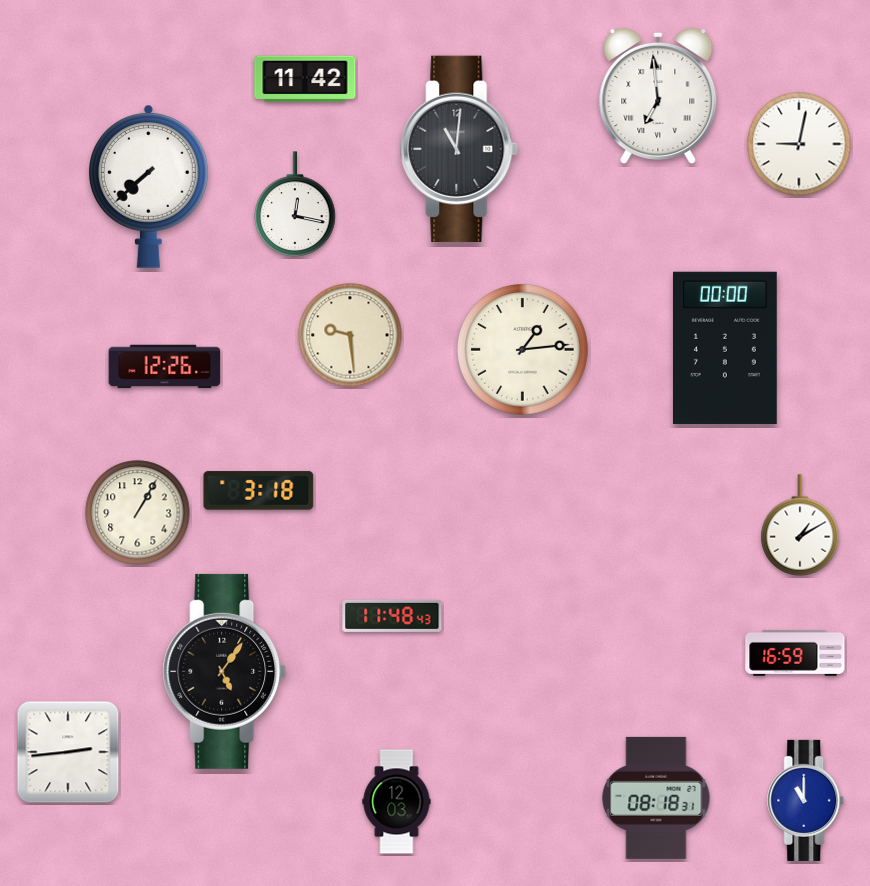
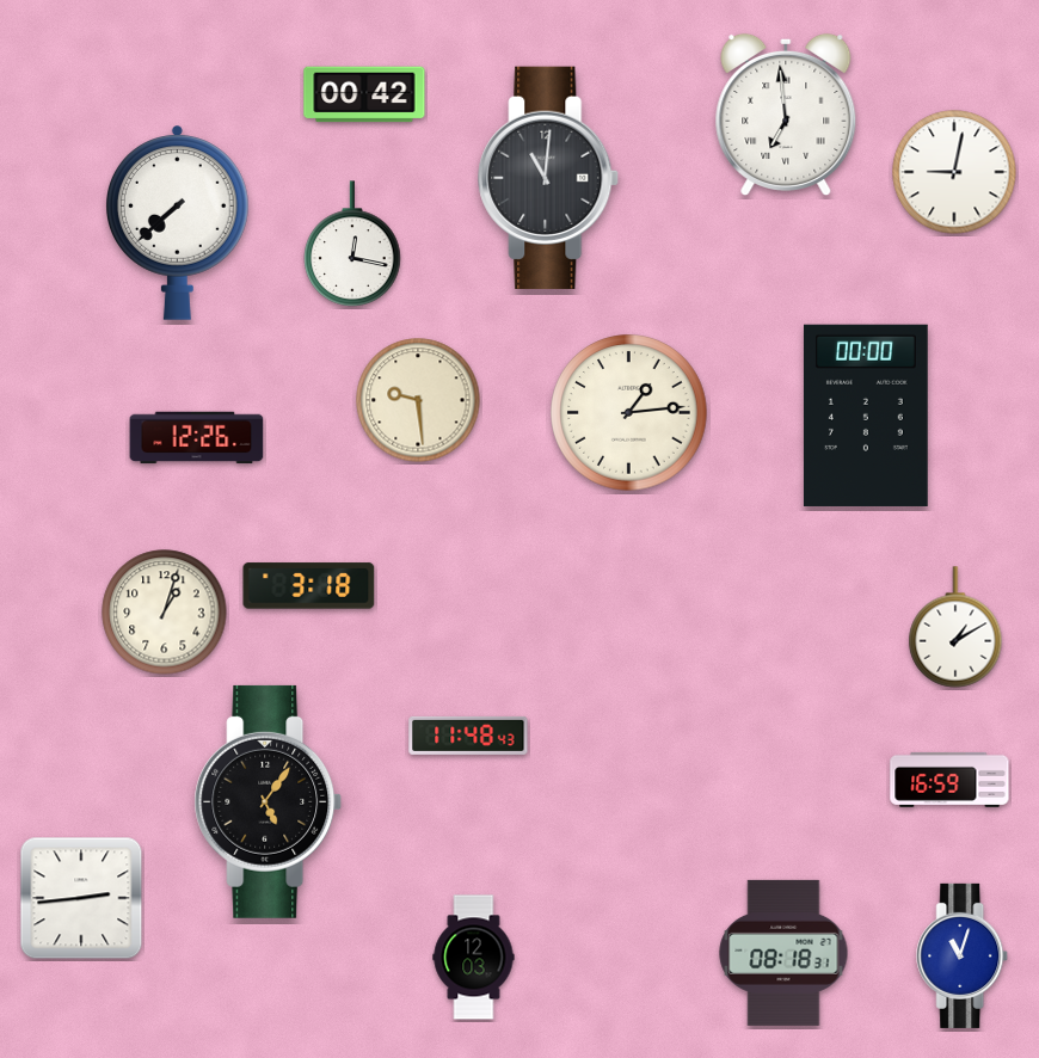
clock at (305, 79): 11:42 -> 00:42
clock at (523, 350) position: (523, 350) -> (629, 413)
clock at (138, 513): 1:05 -> 1:03
clock at (806, 800): 11:00 -> 11:03
